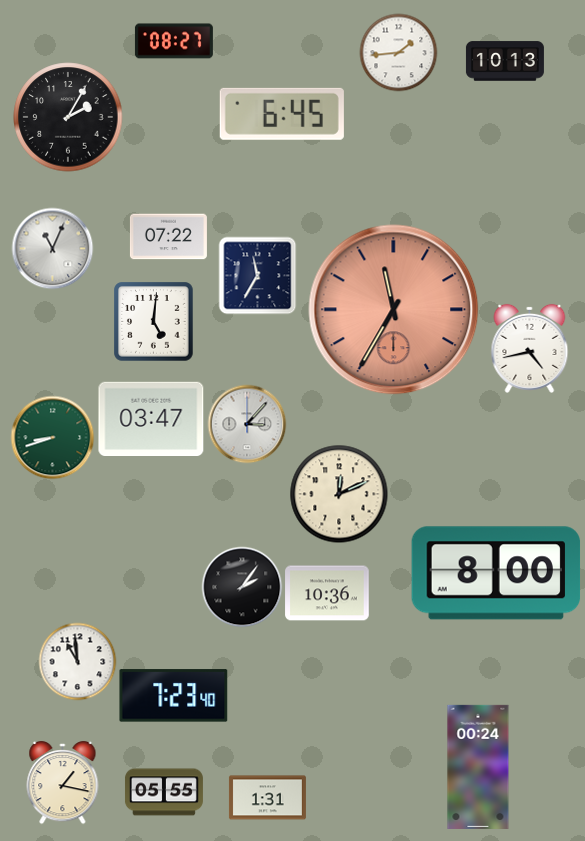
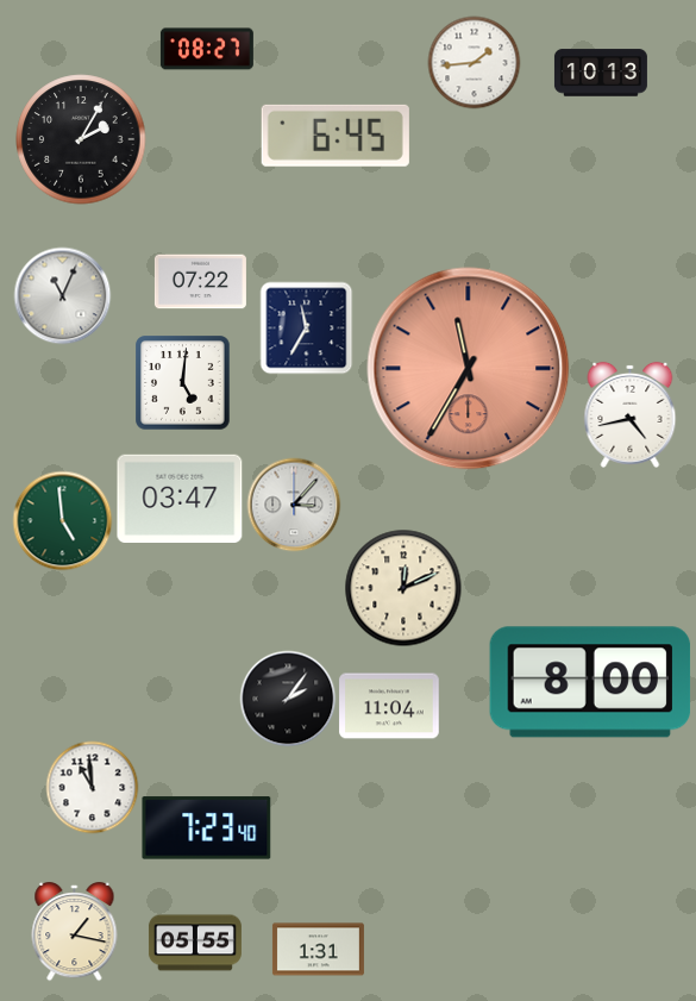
clock at (52, 437): 8:42 -> 4:59
clock at (327, 593): 10:36 -> 11:04
clock at (478, 767): 00:24 -> none
